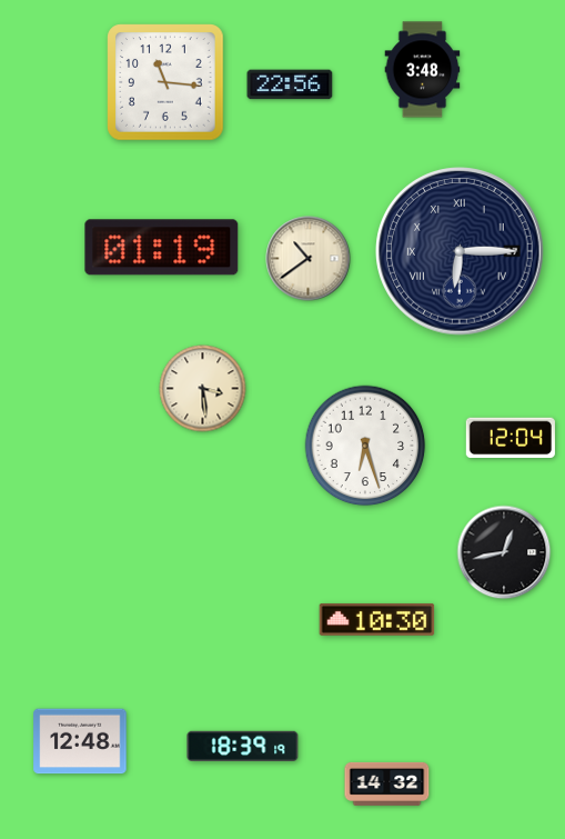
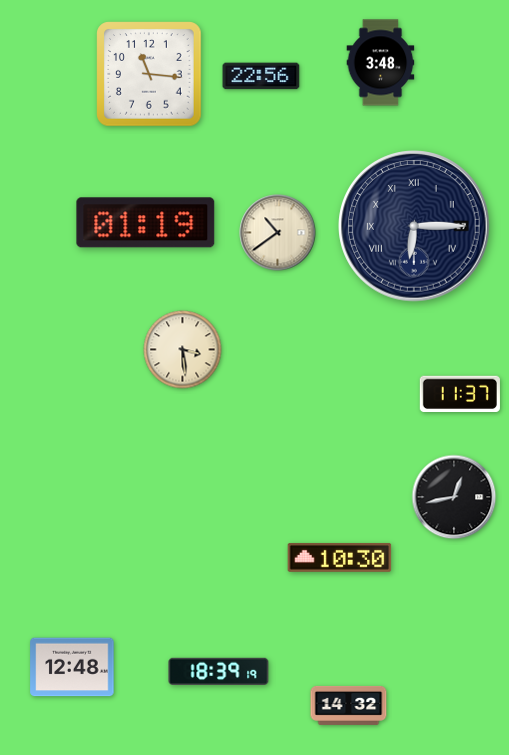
clock at (511, 437): 12:04 -> 11:37
clock at (365, 446): 6:27 -> none
